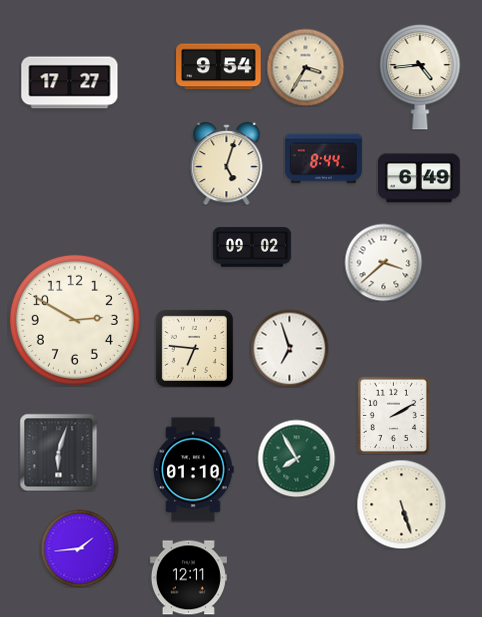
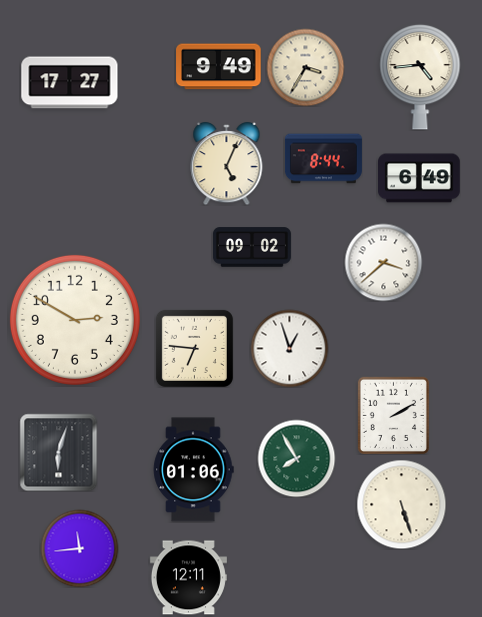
clock at (219, 67): 9:54 -> 9:49
clock at (227, 163): 5:03 -> 5:04
clock at (289, 348): 6:57 -> 12:57
clock at (193, 470): 01:10 -> 01:06
clock at (79, 548): 1:44 -> 11:44
